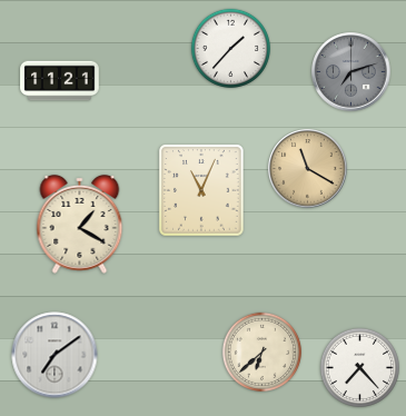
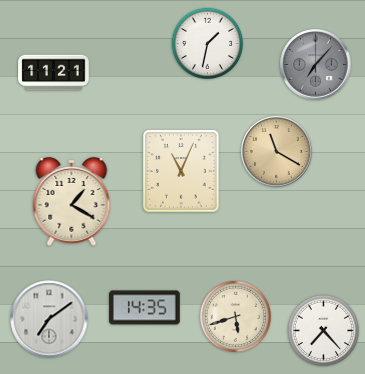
clock at (230, 48): 1:37 -> 1:32
clock at (351, 72): 7:12 -> 7:07
clock at (145, 308): none -> 14:35
clock at (261, 351): 6:38 -> 5:42
